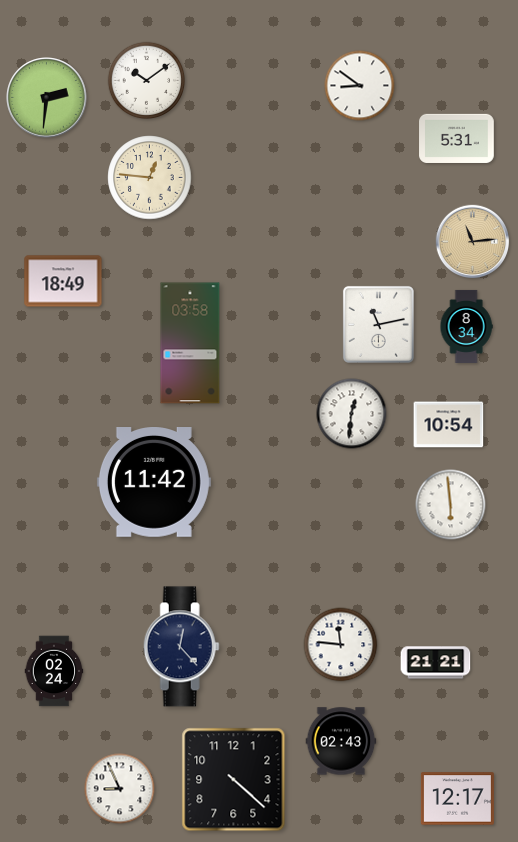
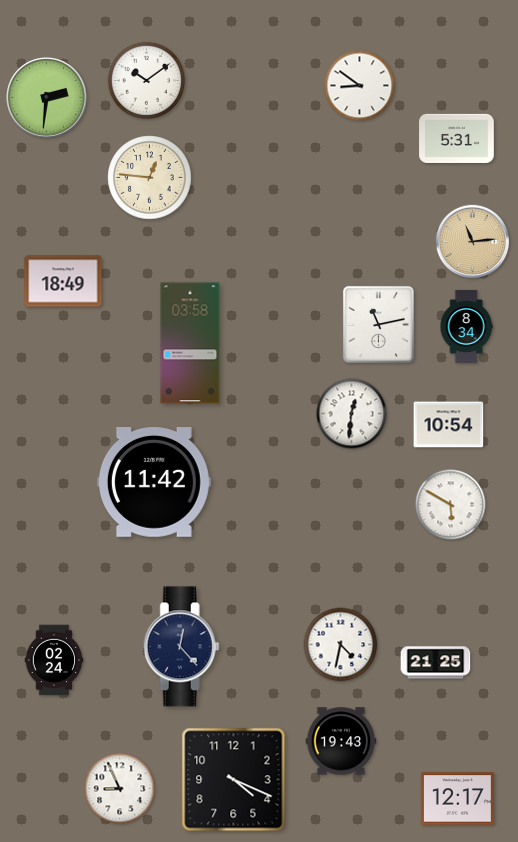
clock at (451, 505): 5:59 -> 5:50
clock at (341, 645): 11:46 -> 4:32
clock at (436, 663): 21:21 -> 21:25
clock at (54, 671) position: (54, 671) -> (54, 660)
clock at (341, 741): 02:43 -> 19:43
clock at (234, 780): 4:22 -> 4:19
